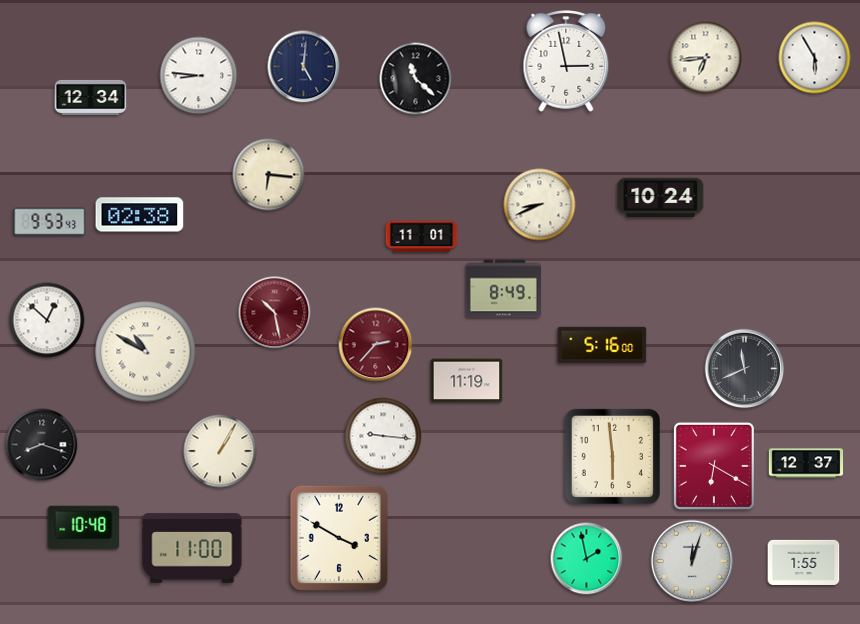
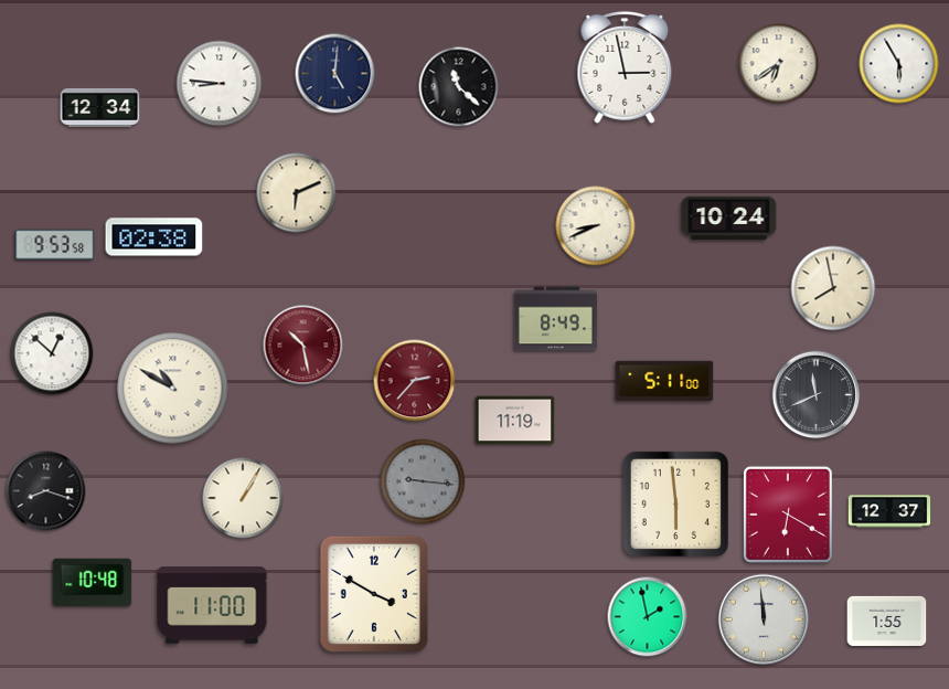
clock at (706, 58): 6:44 -> 6:39
clock at (269, 175): 6:16 -> 6:11
clock at (50, 222): 9:53:43 -> 9:53:58
clock at (422, 237): 11:01 -> none
clock at (833, 288): none -> 7:58
clock at (602, 344): 5:16 -> 5:11
clock at (146, 352) position: (146, 352) -> (173, 389)
clock at (745, 369) position: (745, 369) -> (817, 395)
clock at (383, 436) dial: white -> grey
clock at (692, 561): 12:03 -> 11:59
